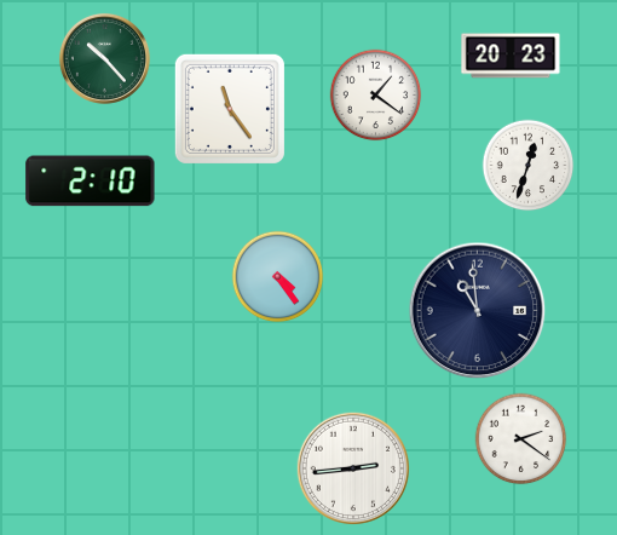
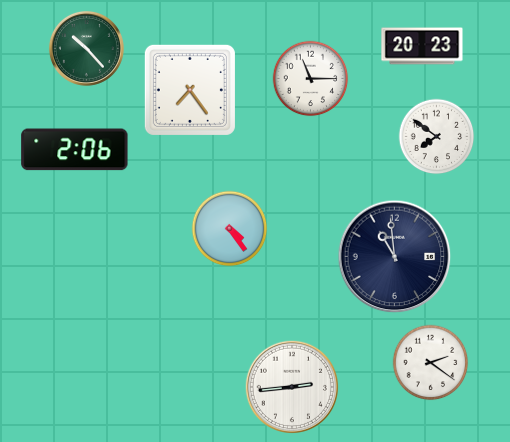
clock at (376, 96): 1:21 -> 11:15
clock at (230, 109): 11:24 -> 7:24
clock at (529, 166): 12:33 -> 7:51
clock at (91, 182): 2:10 -> 2:06
